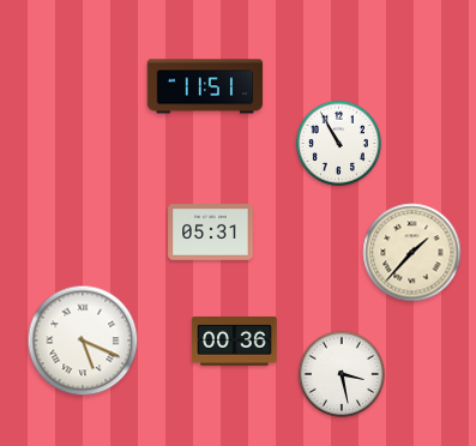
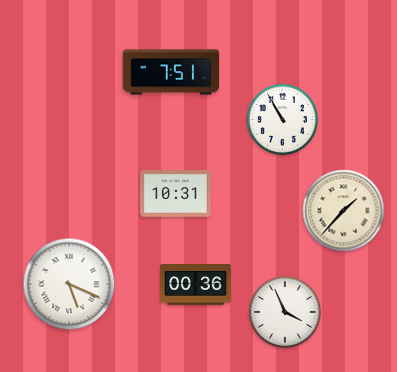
clock at (205, 86): 11:51 -> 7:51
clock at (211, 233): 05:31 -> 10:31
clock at (342, 374): 3:28 -> 3:56
